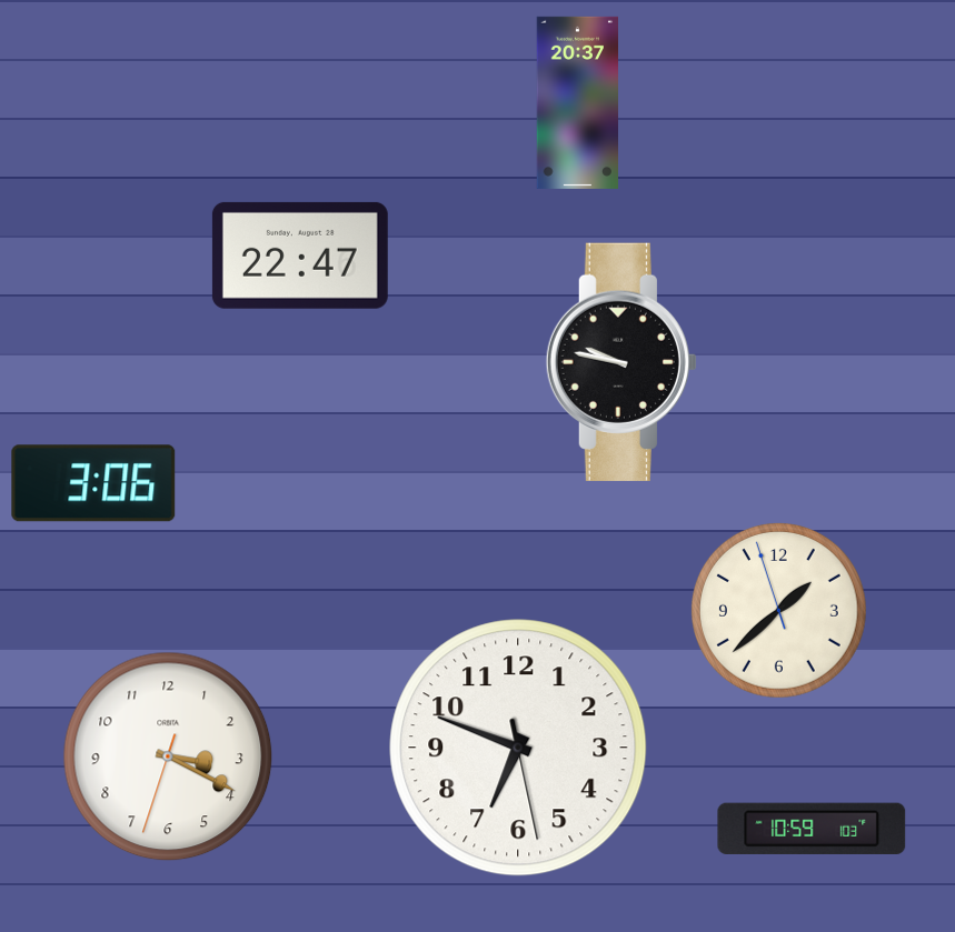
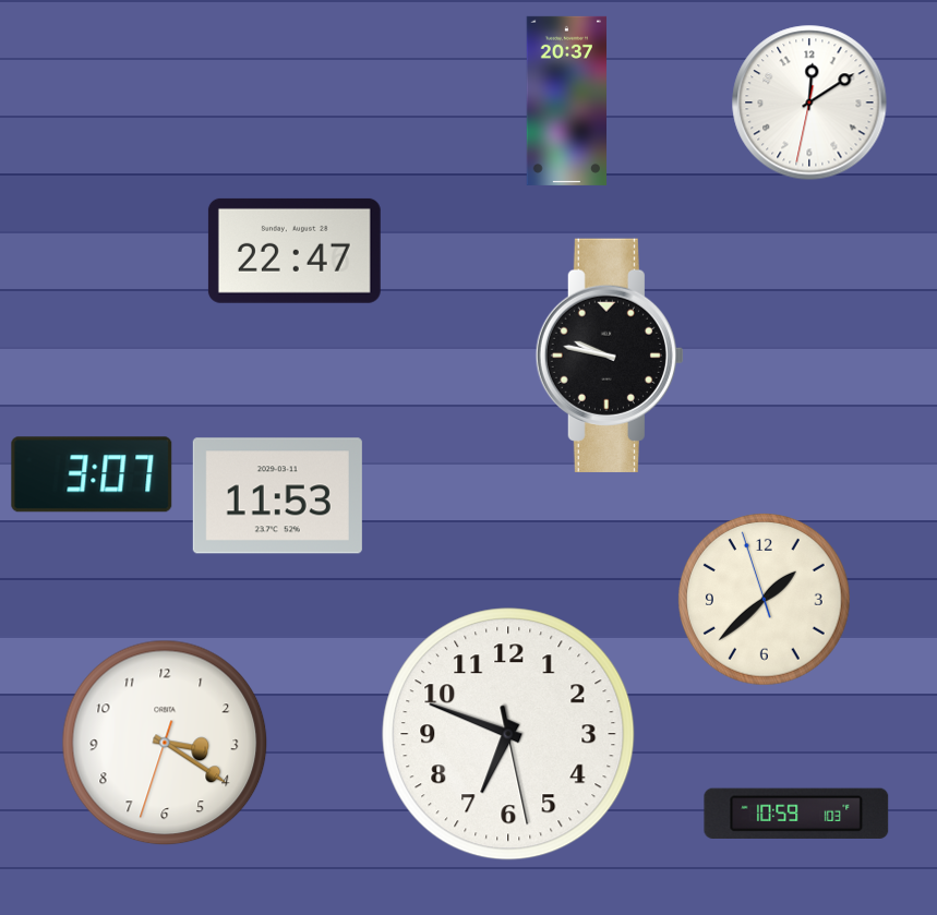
clock at (809, 103): none -> 12:09
clock at (93, 483): 3:06 -> 3:07
clock at (277, 496): none -> 11:53
clock at (168, 756): 3:19 -> 3:20
